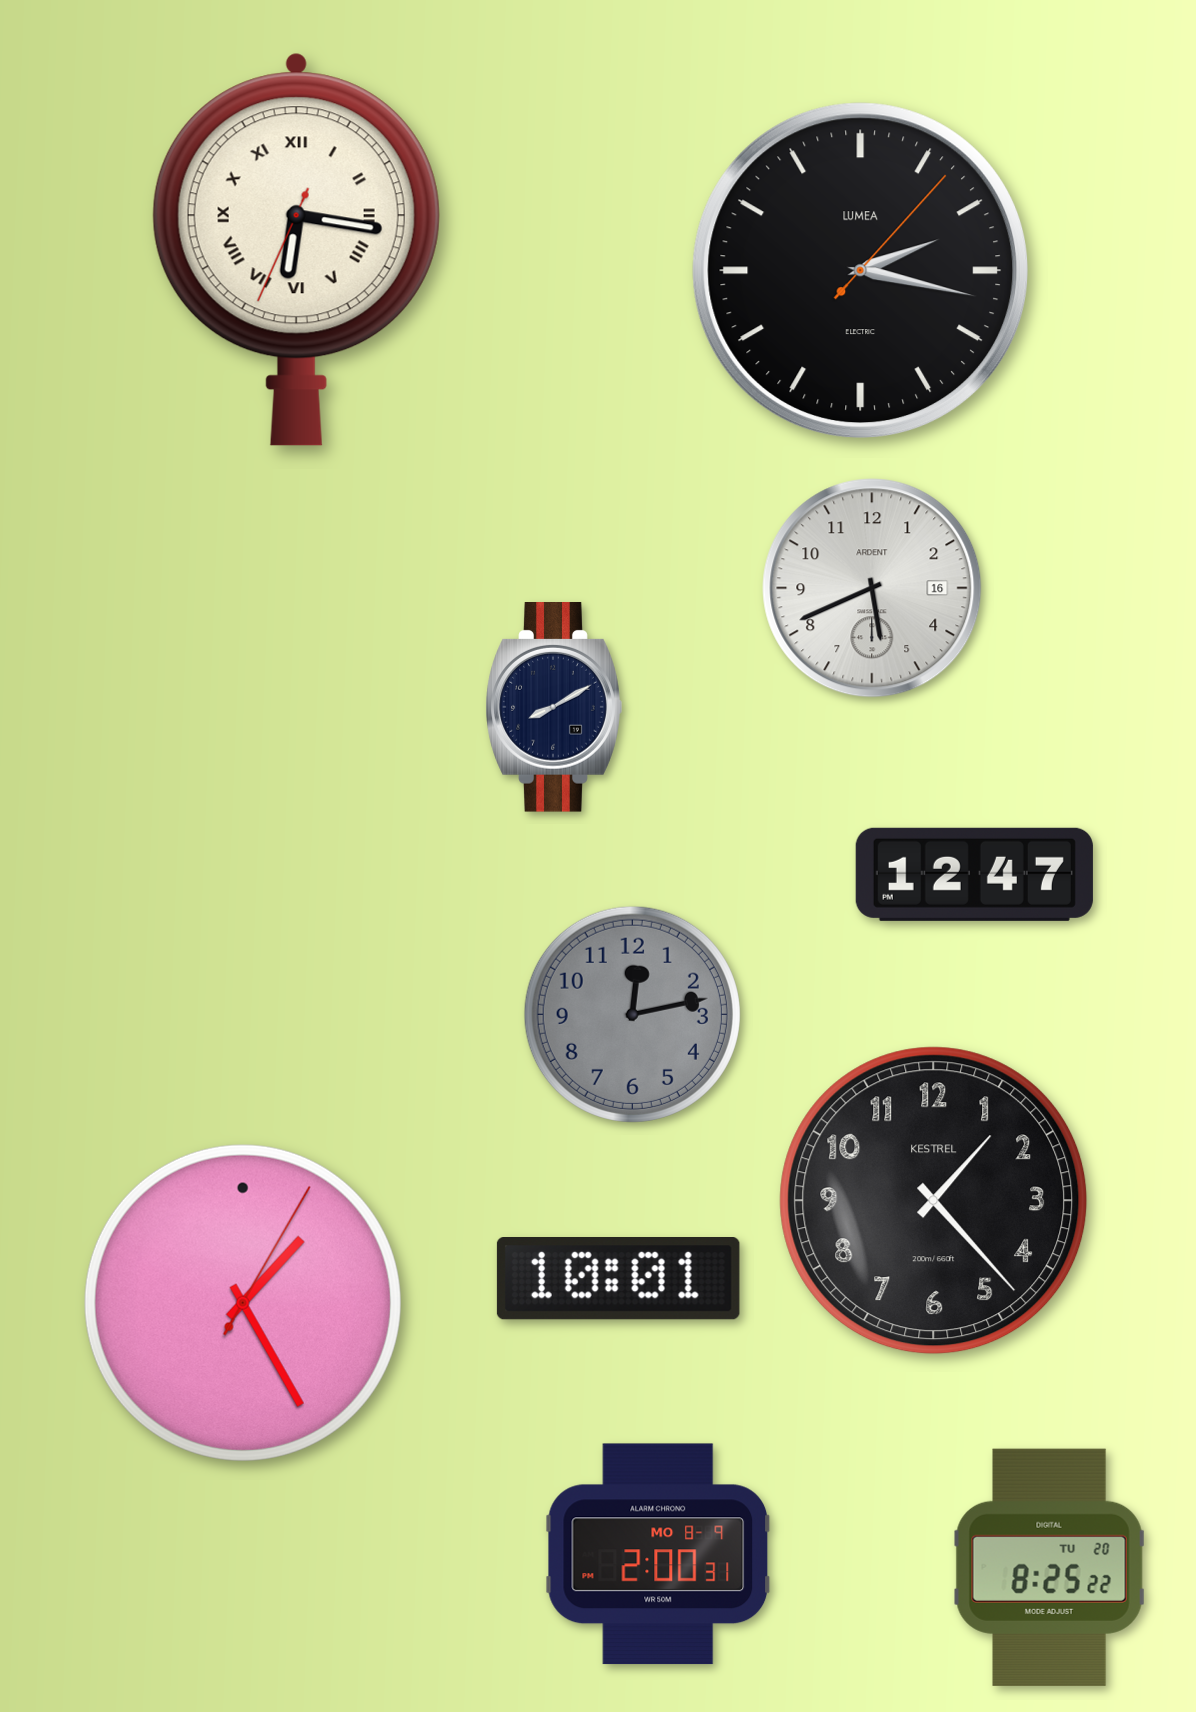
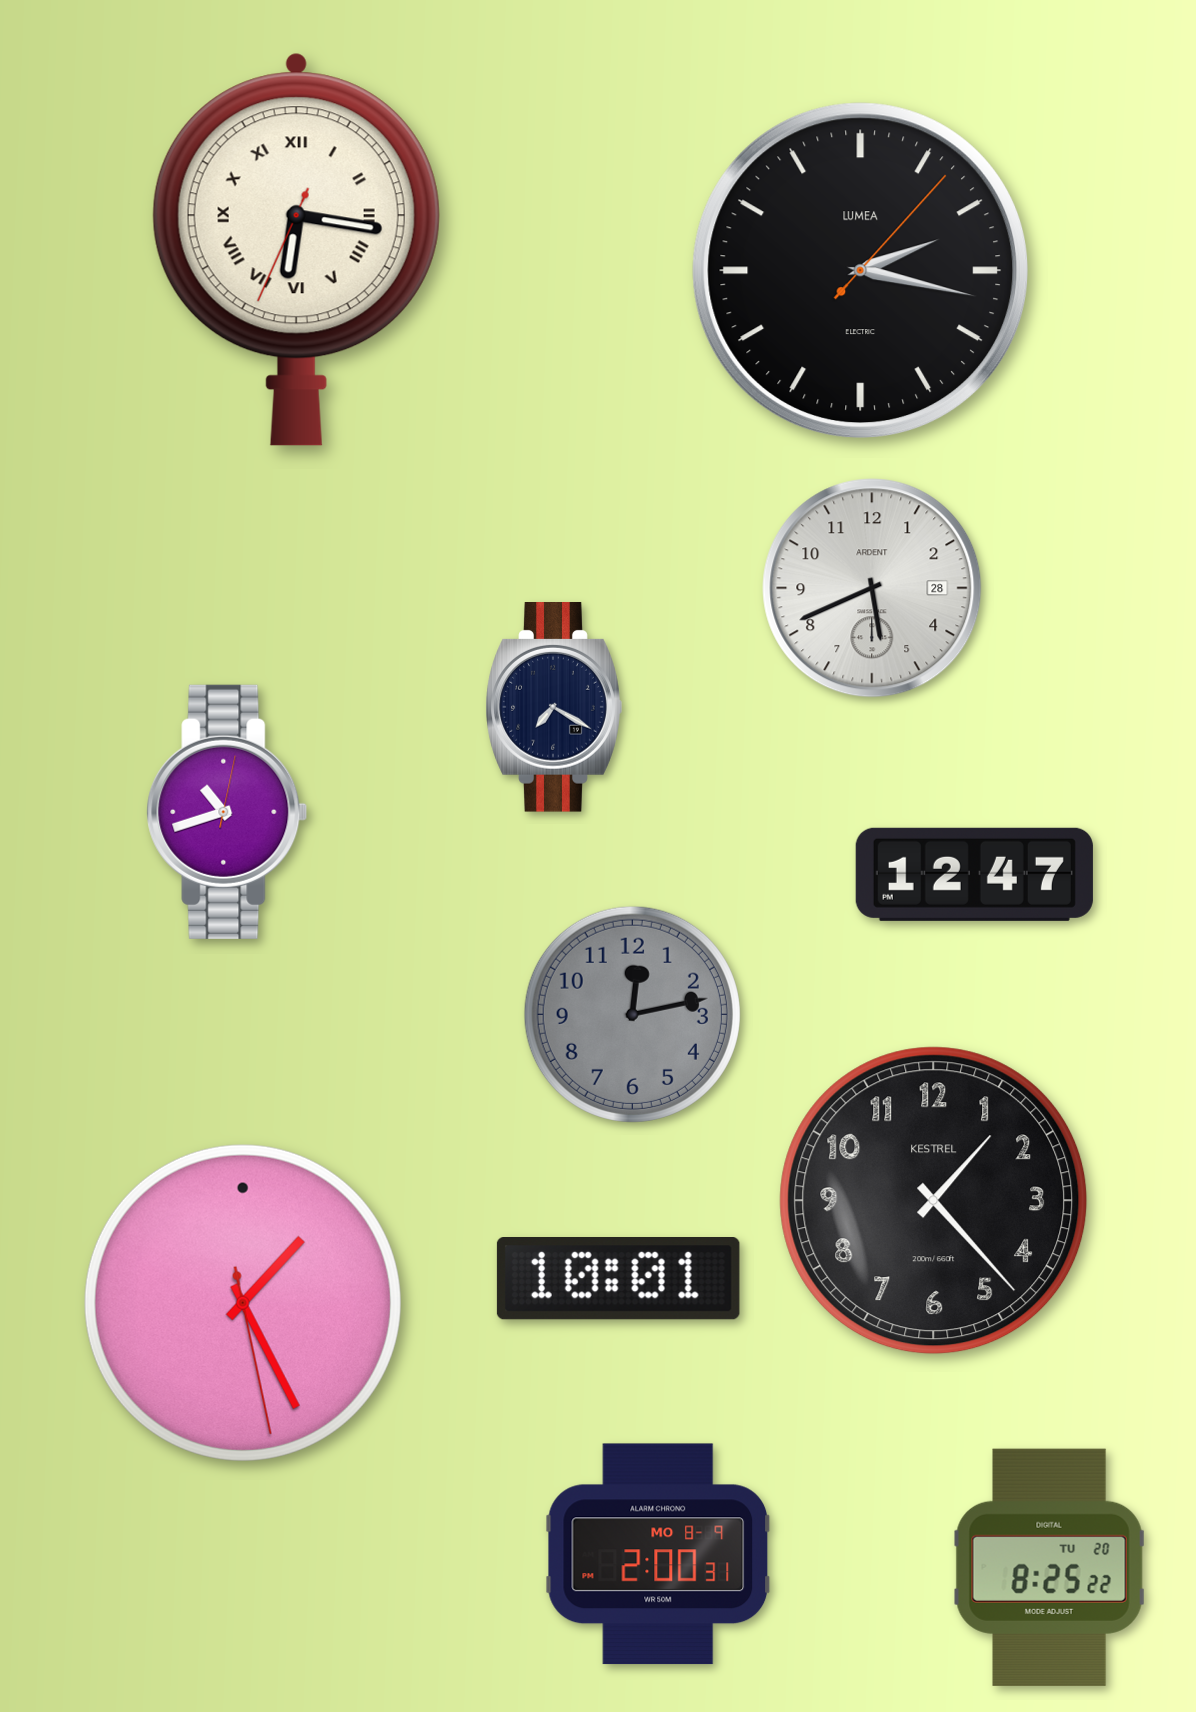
clock at (872, 588) date: 16 -> 28
clock at (554, 707): 8:10 -> 7:20
clock at (227, 812): none -> 10:42
clock at (243, 1303): 1:25:05 -> 1:25:28
